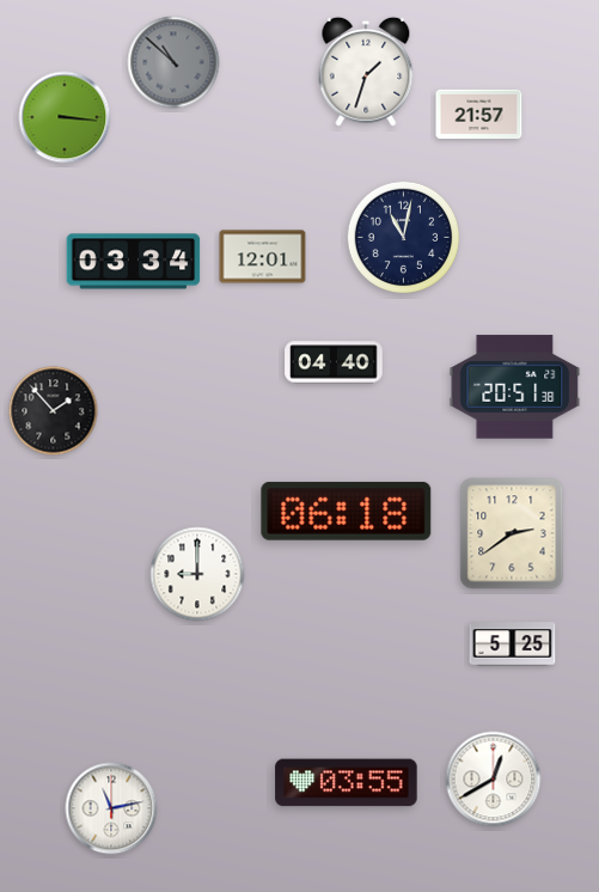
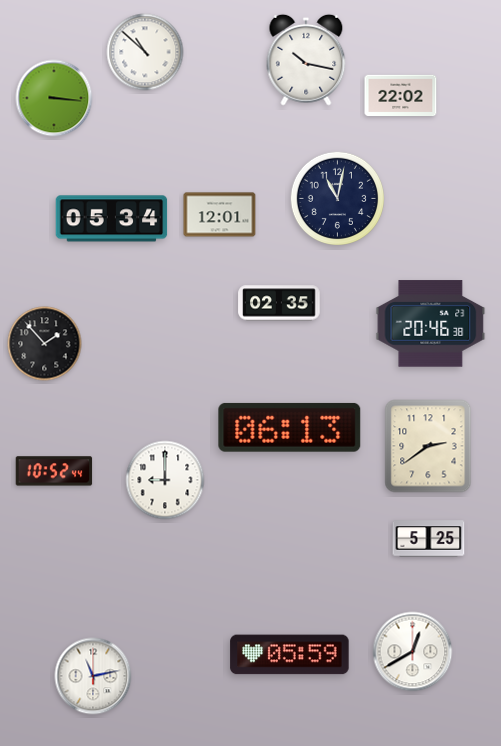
clock at (173, 62) dial: grey -> white
clock at (366, 72): 1:33 -> 10:17
clock at (479, 115): 21:57 -> 22:02
clock at (134, 262): 03:34 -> 05:34
clock at (334, 362): 04:40 -> 02:35
clock at (515, 387): 20:51 -> 20:46
clock at (347, 511): 06:18 -> 06:13
clock at (54, 471): none -> 10:52
clock at (347, 783): 03:55 -> 05:59
